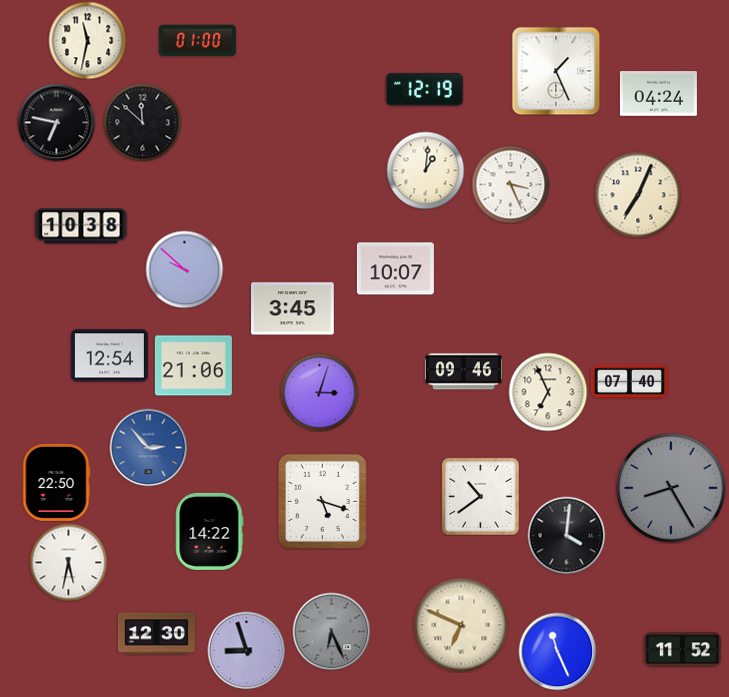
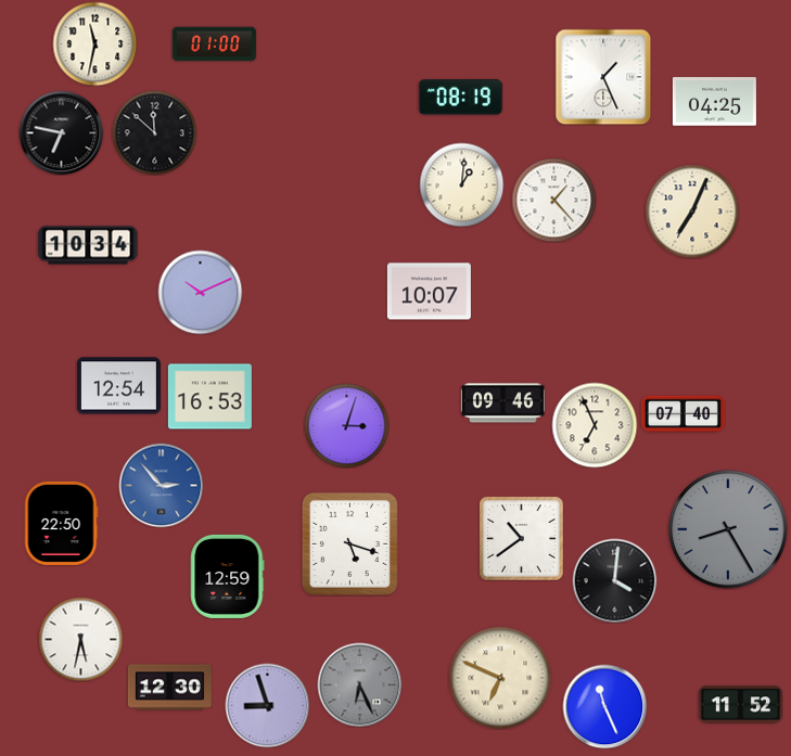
clock at (424, 89): 12:19 -> 08:19
clock at (658, 94): 04:24 -> 04:25
clock at (510, 184): 3:26 -> 1:23
clock at (81, 226): 10:38 -> 10:34
clock at (184, 269): 9:52 -> 10:11
clock at (293, 309): 3:45 -> none
clock at (193, 366): 21:06 -> 16:53
clock at (210, 531): 14:22 -> 12:59
clock at (68, 562) position: (68, 562) -> (80, 639)
